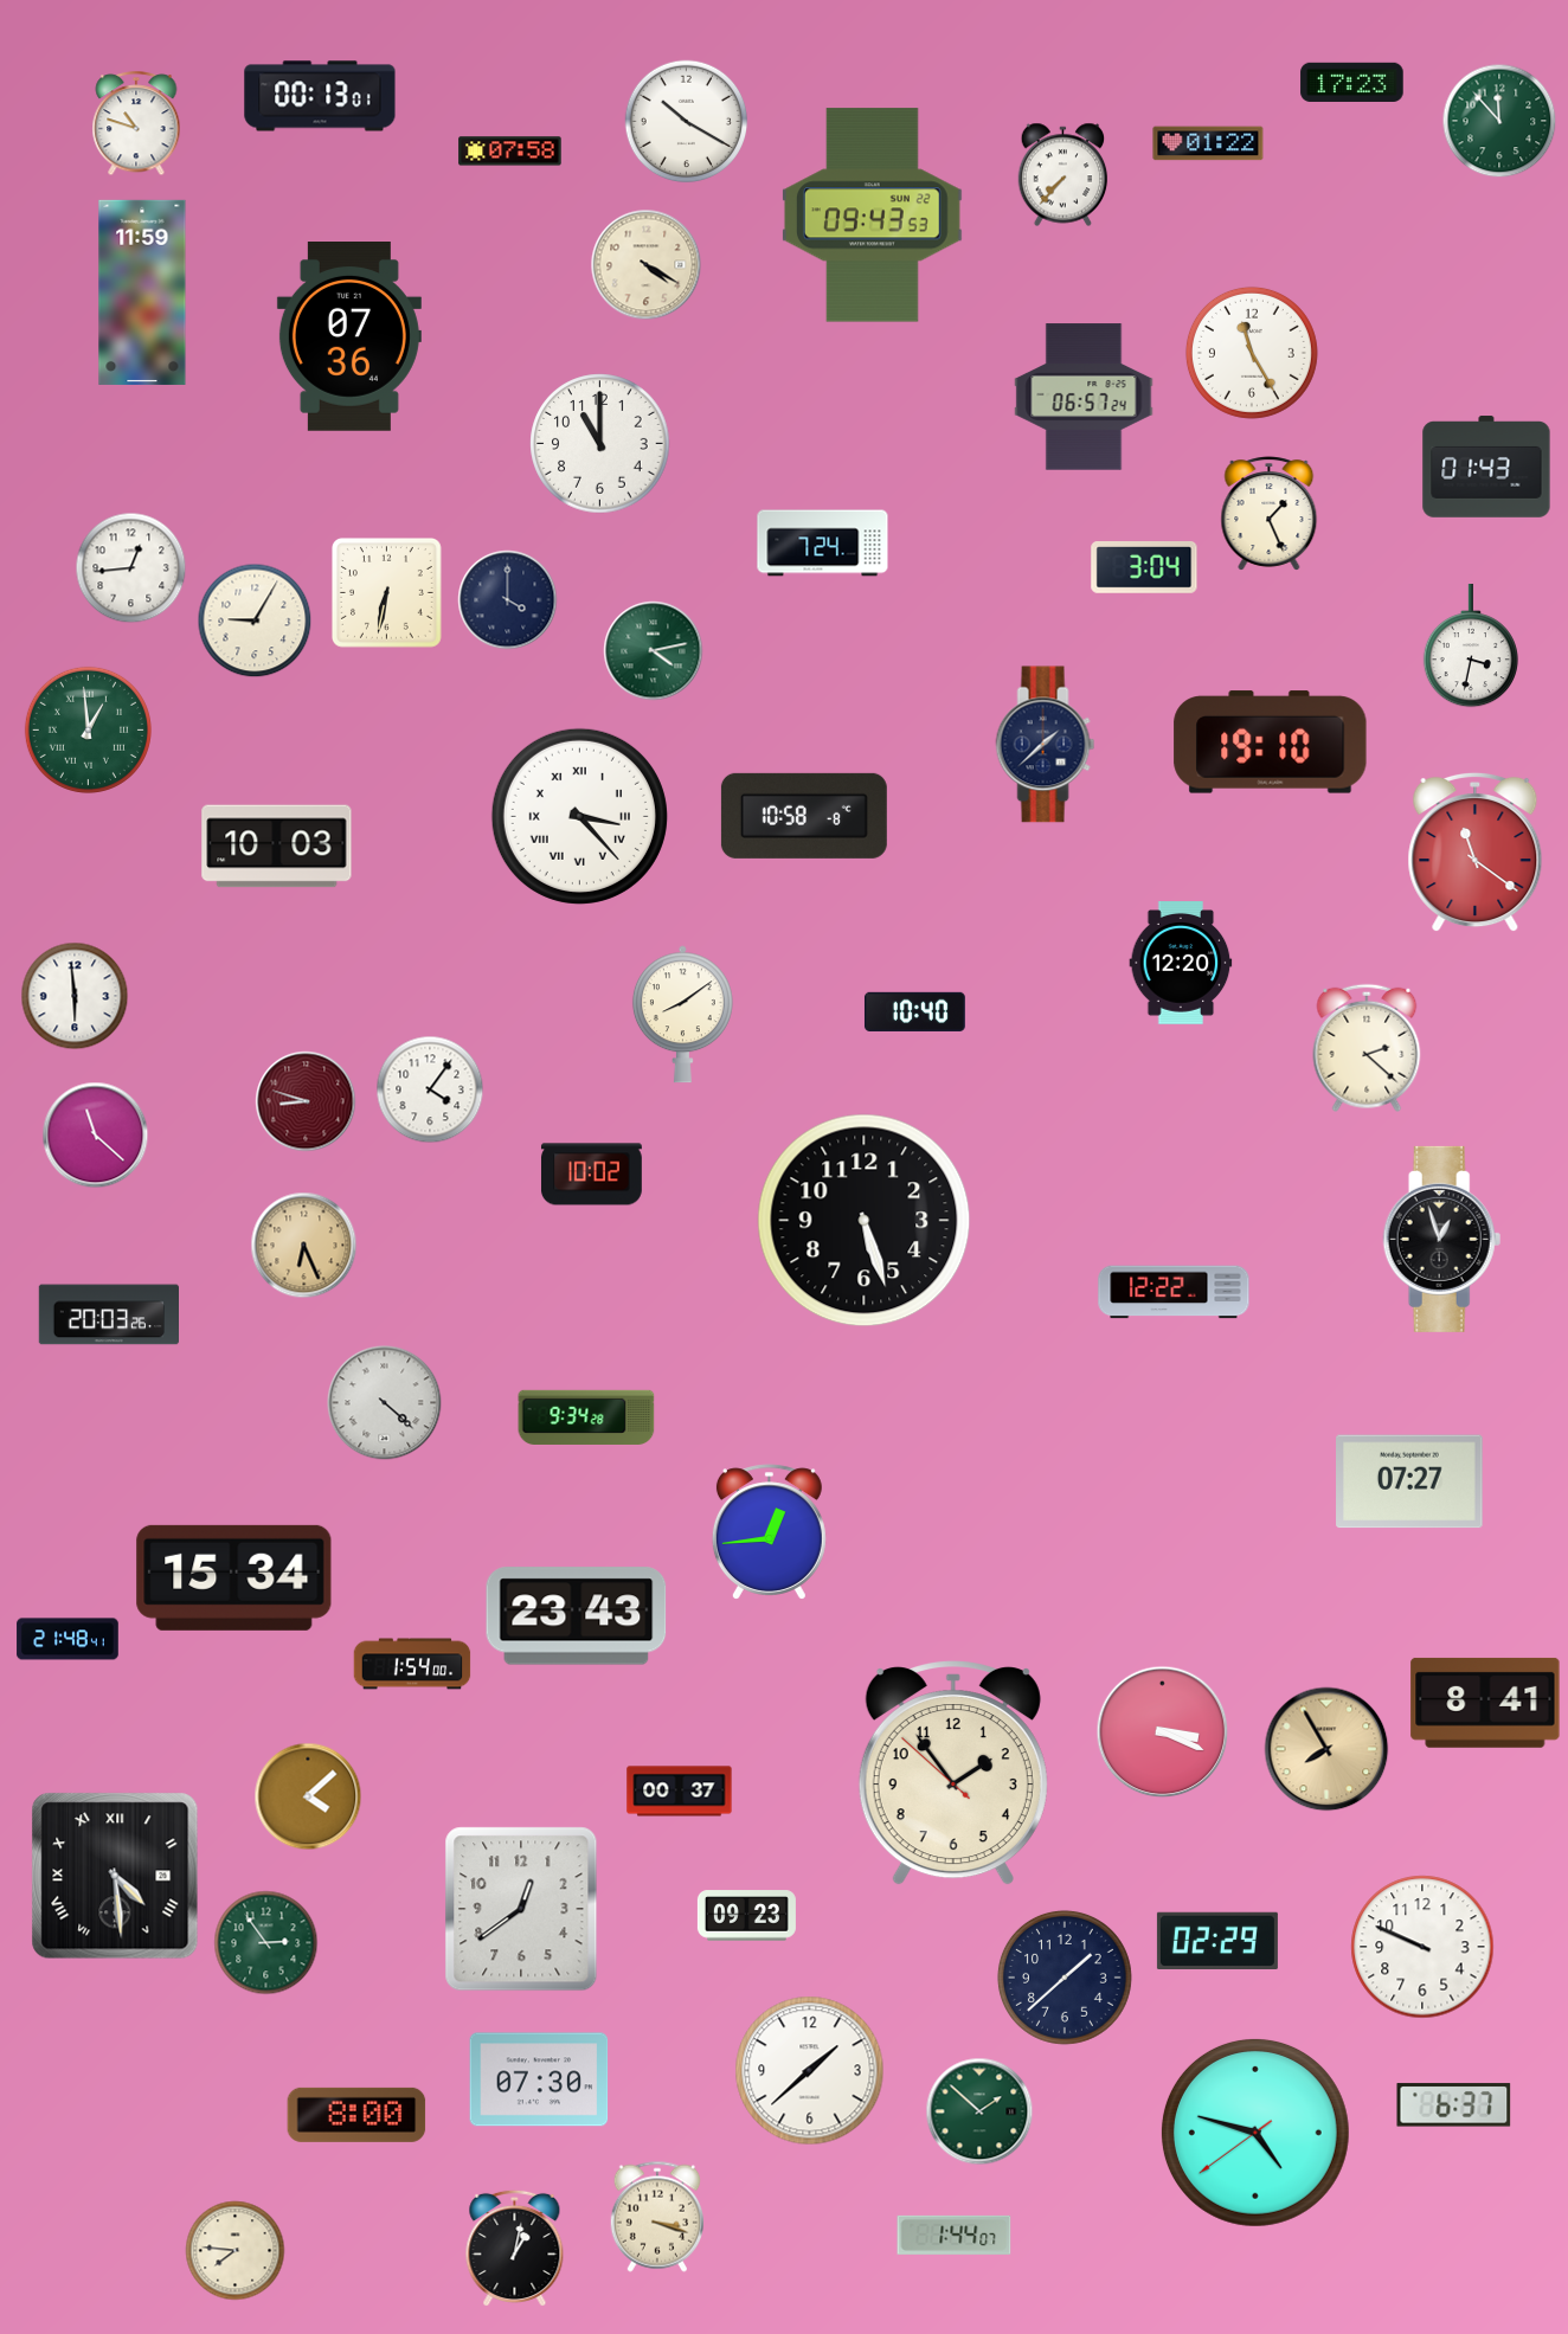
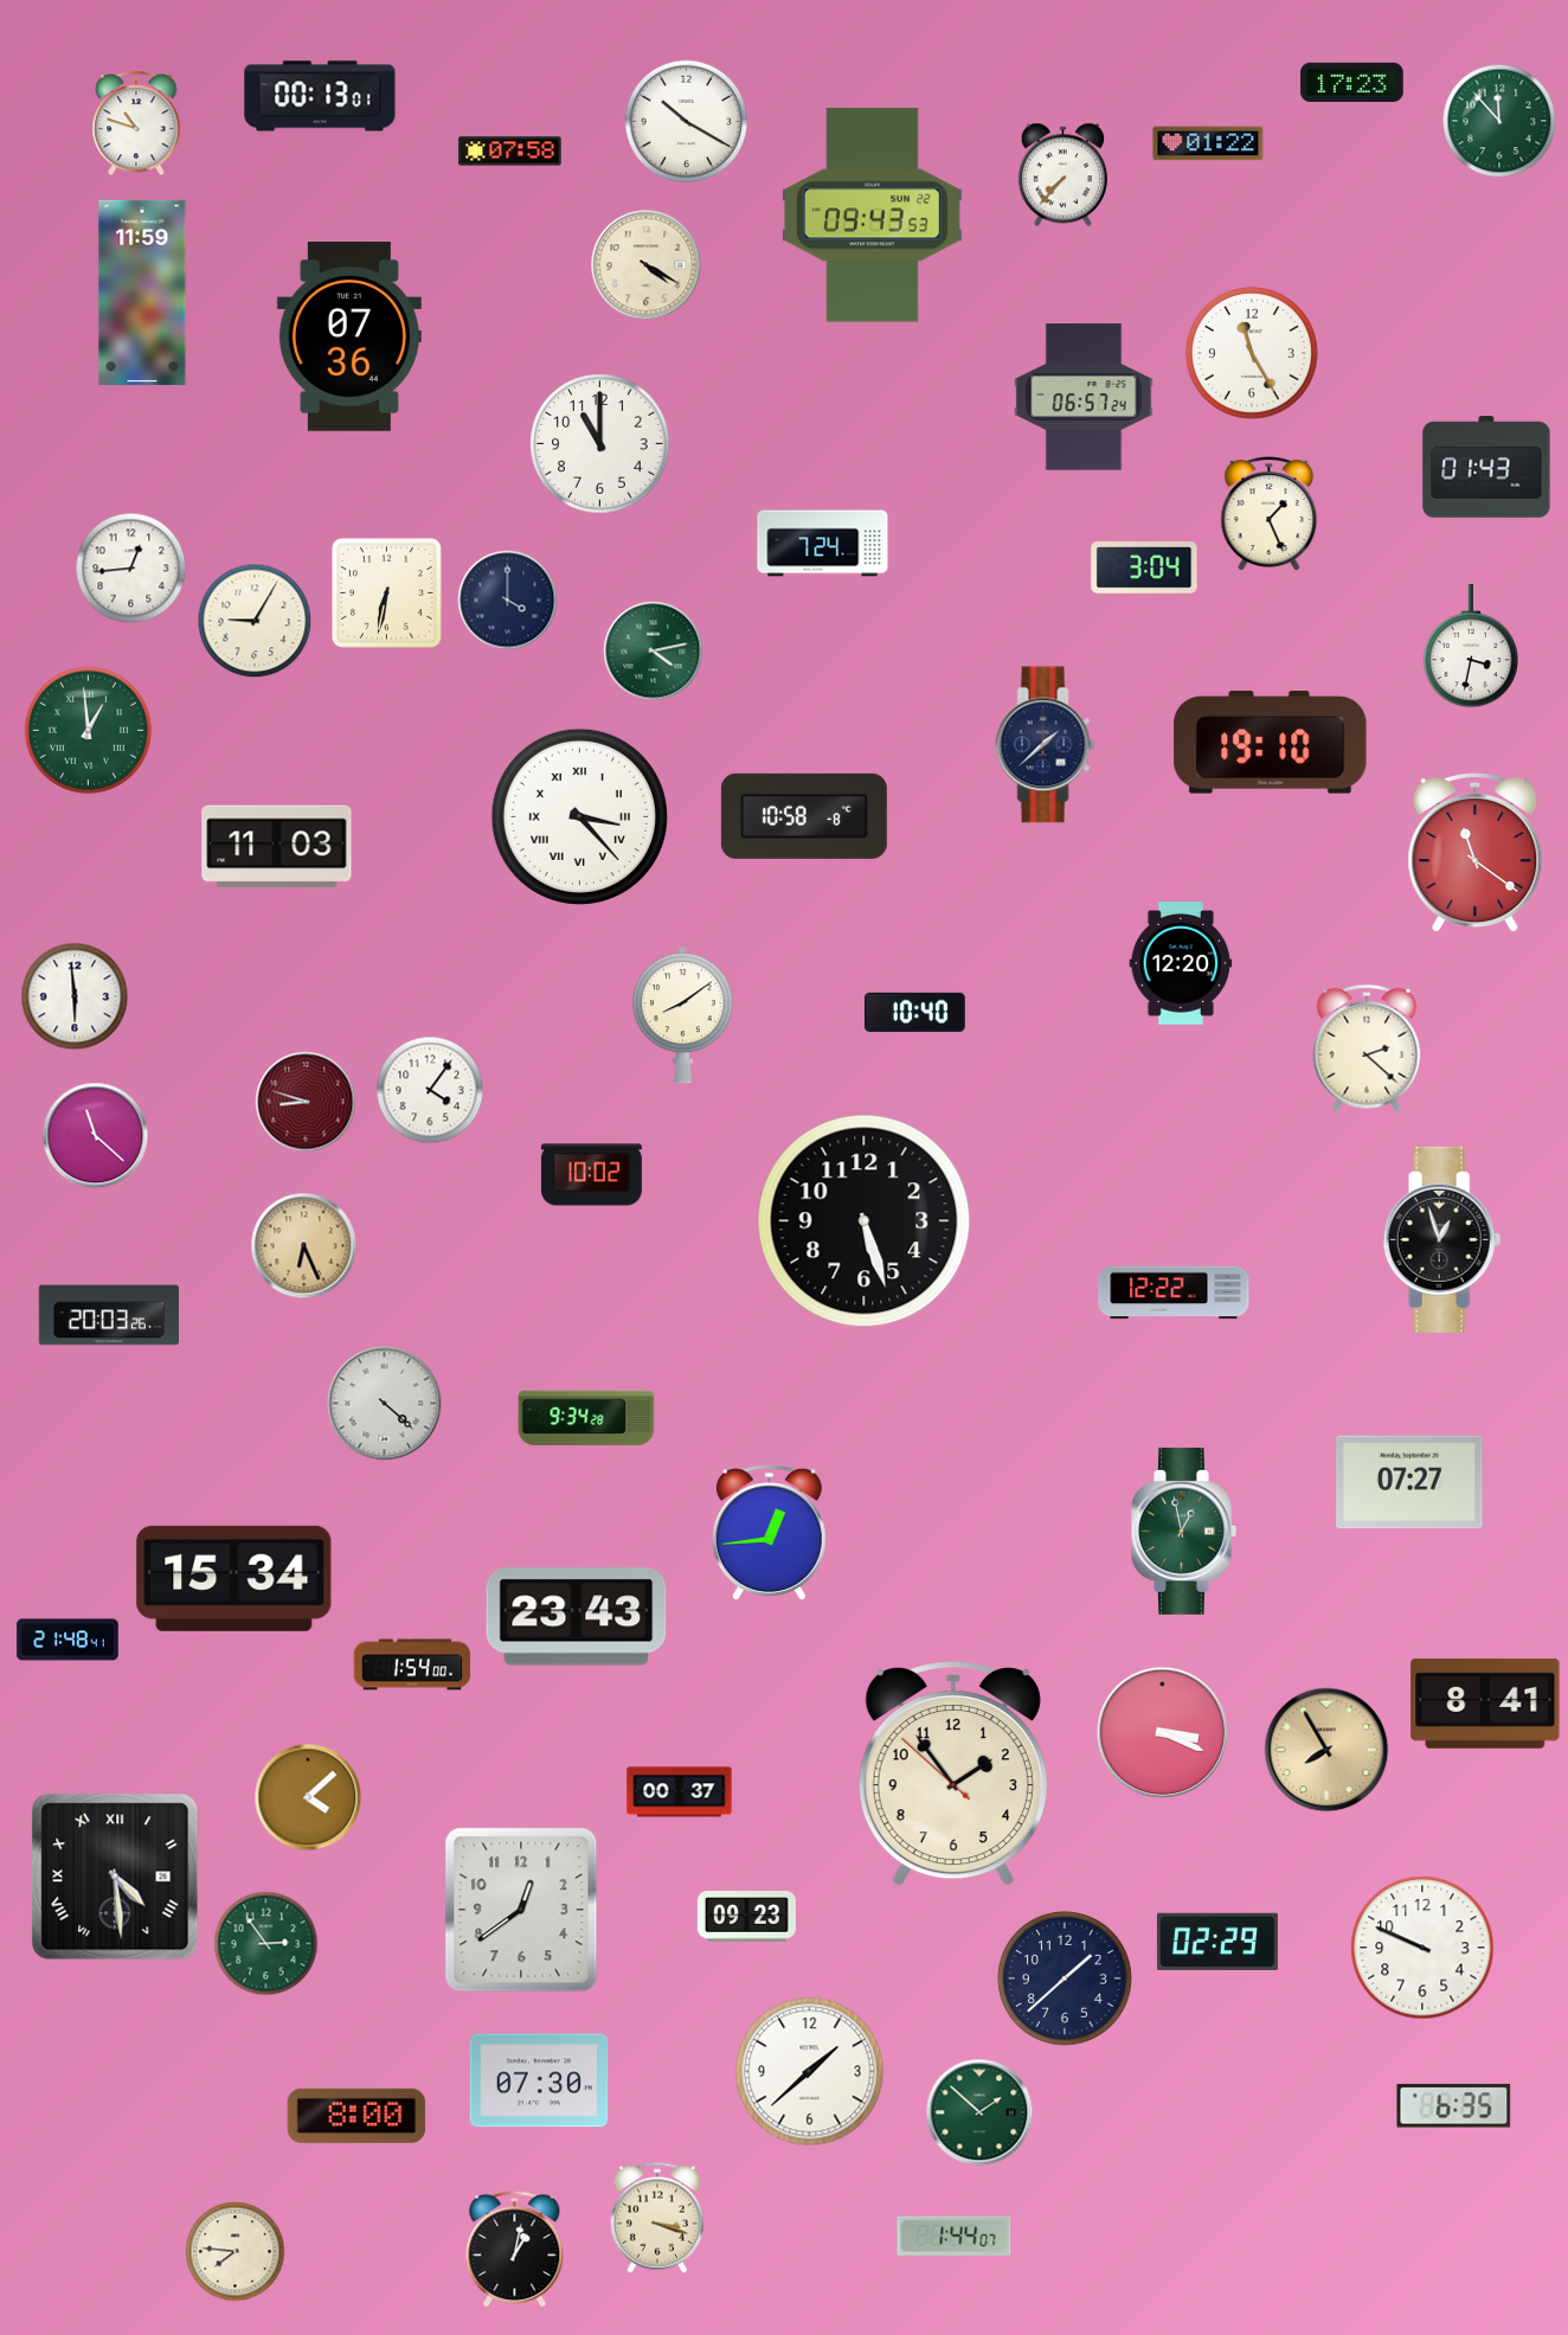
clock at (277, 847): 10:03 -> 11:03
clock at (1184, 1531): none -> 12:58
clock at (1454, 2105): 6:37 -> 6:35
clock at (1255, 2133): 4:47 -> none
